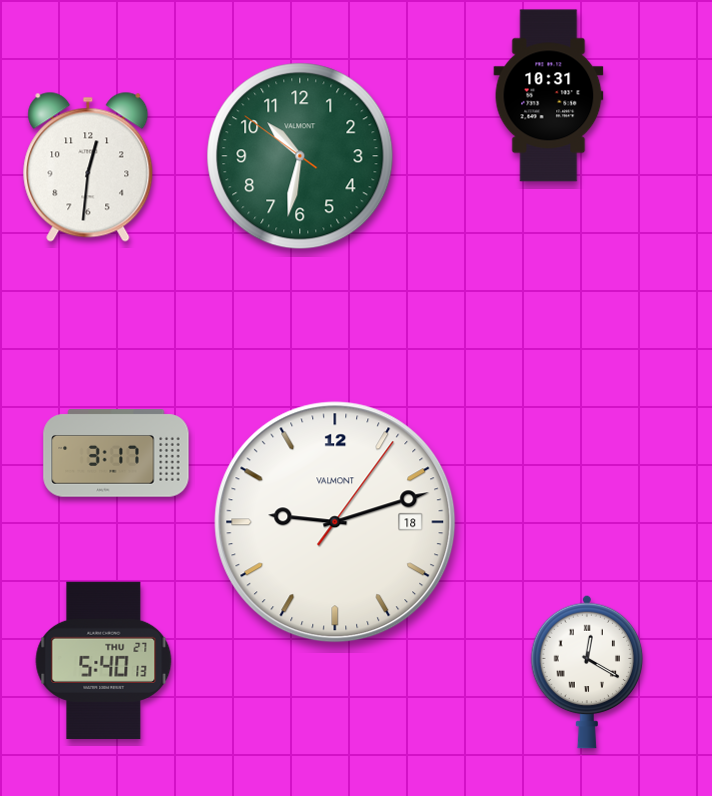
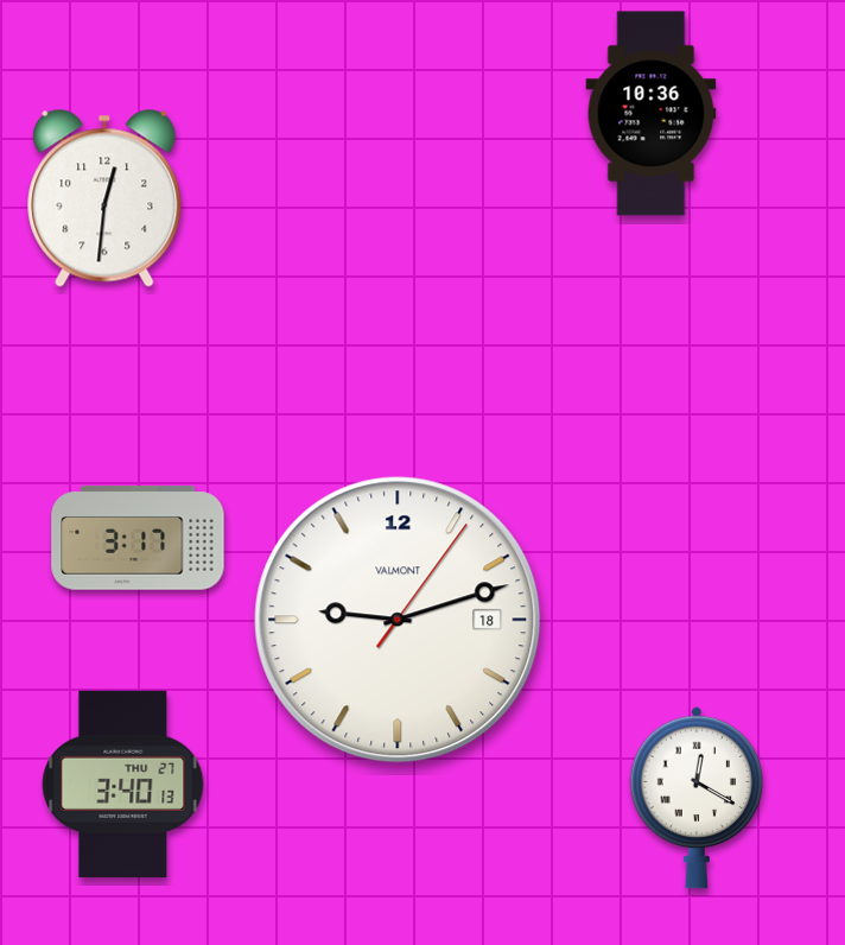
clock at (549, 96): 10:31 -> 10:36
clock at (300, 156): 10:31 -> none
clock at (104, 660): 5:40 -> 3:40
